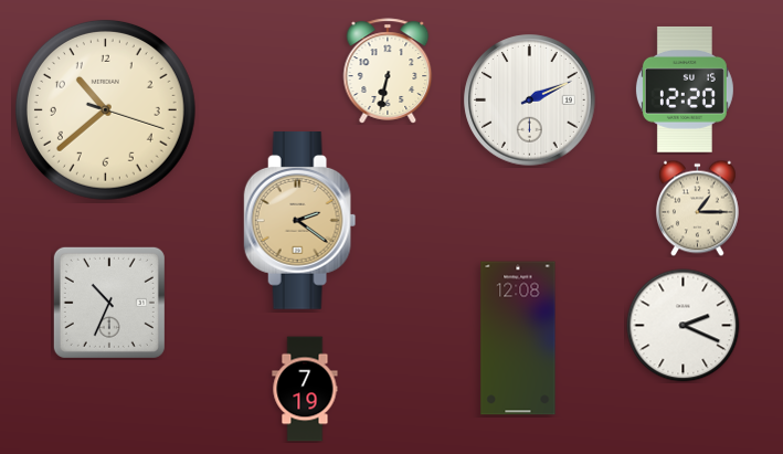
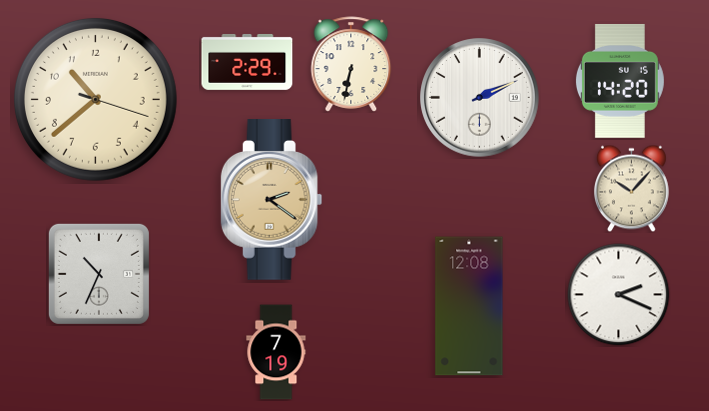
clock at (247, 62): none -> 2:29
clock at (685, 89): 12:20 -> 14:20
clock at (530, 101) position: (530, 101) -> (480, 98)
clock at (697, 208): 1:15 -> 10:07
